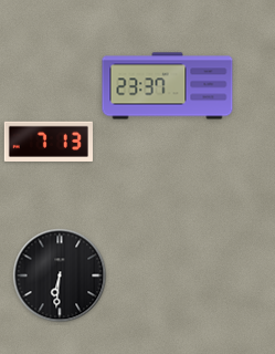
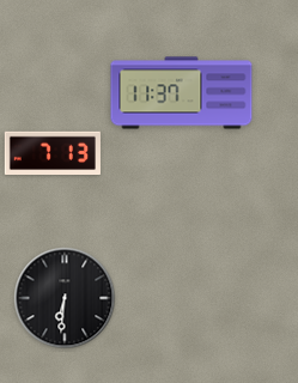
clock at (168, 86): 23:37 -> 11:37
